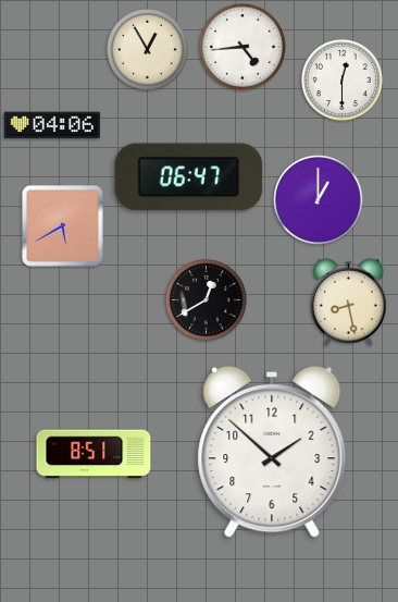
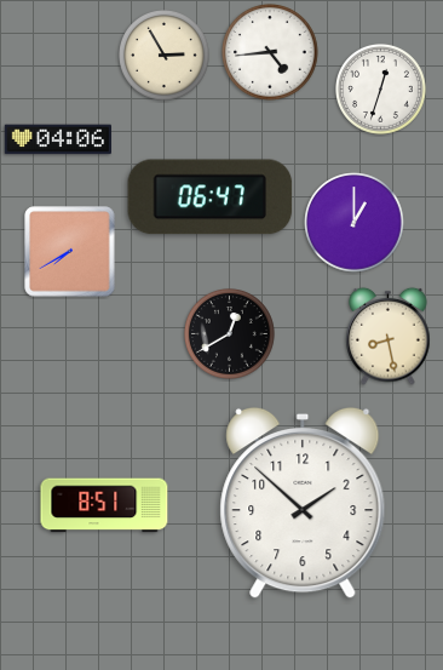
clock at (148, 50): 12:55 -> 2:55
clock at (343, 81): 12:30 -> 12:33
clock at (63, 226): 5:40 -> 7:40
